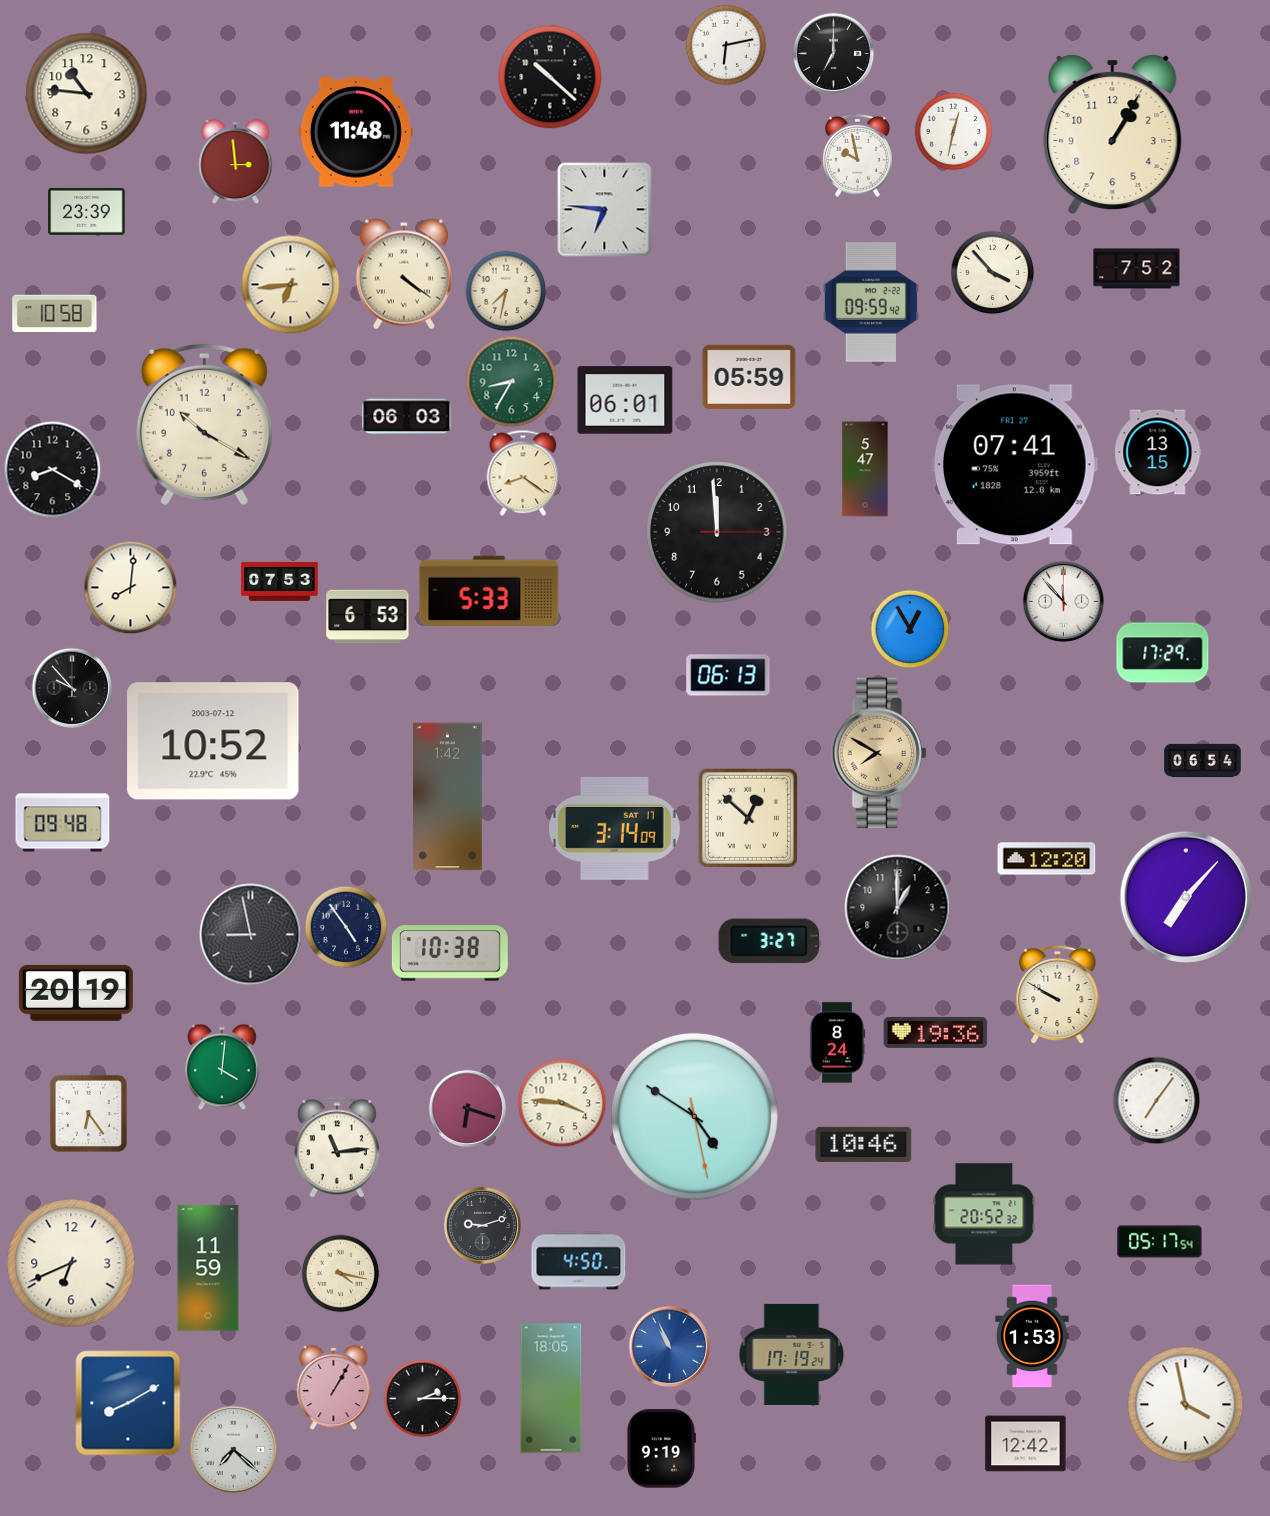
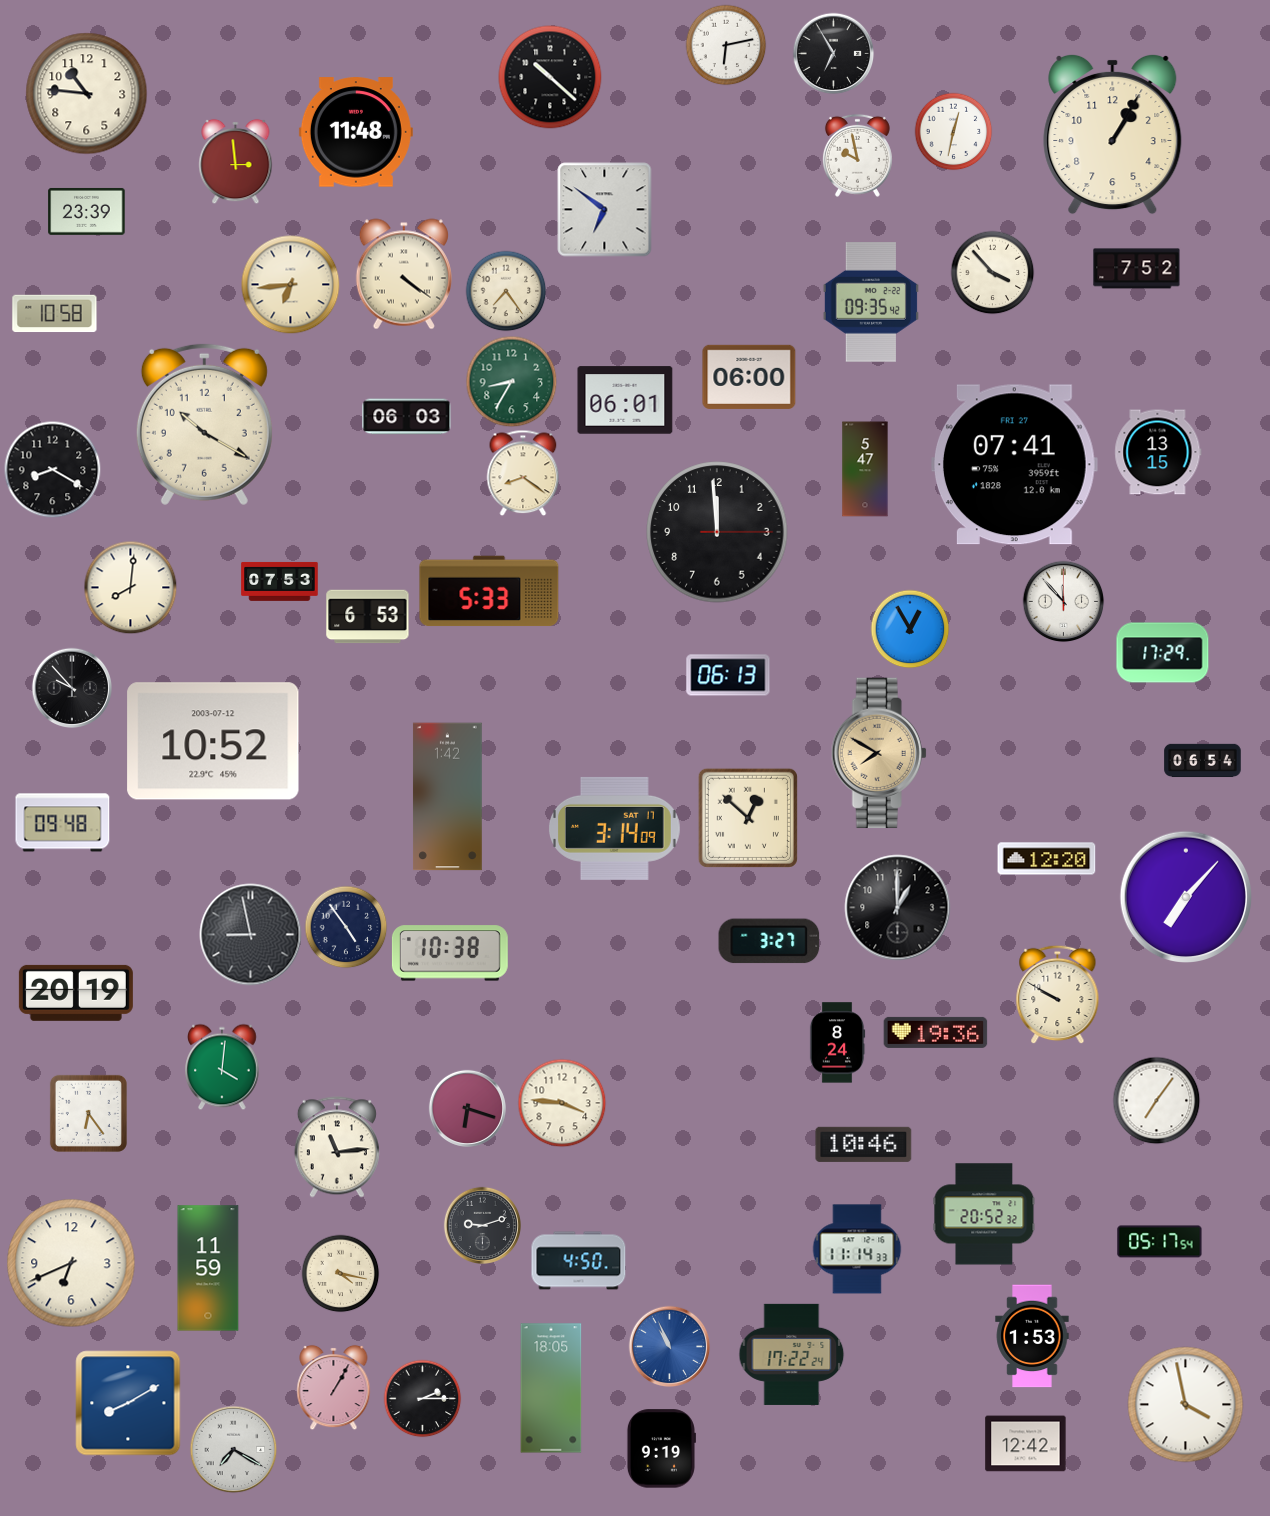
clock at (833, 53): 7:00 -> 6:55
clock at (605, 210): 6:46 -> 6:51
clock at (506, 291): 7:32 -> 7:24
clock at (871, 302): 09:59 -> 09:35
clock at (749, 377): 05:59 -> 06:00
clock at (694, 1116): 4:50 -> none
clock at (857, 1249): none -> 11:14
clock at (792, 1354): 17:19 -> 17:22
clock at (233, 1449): 7:22 -> 7:20
